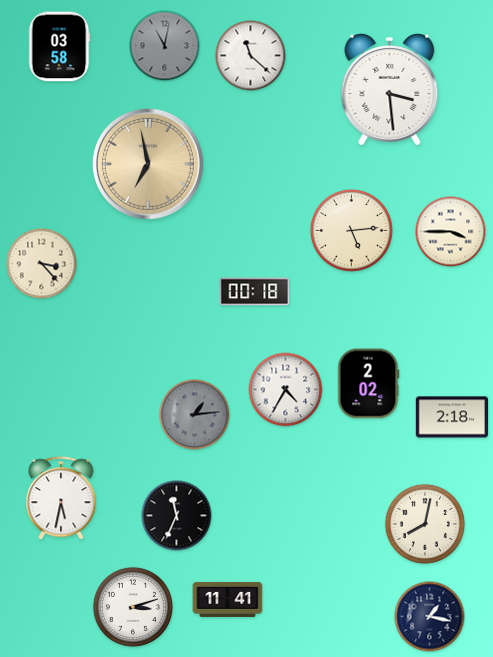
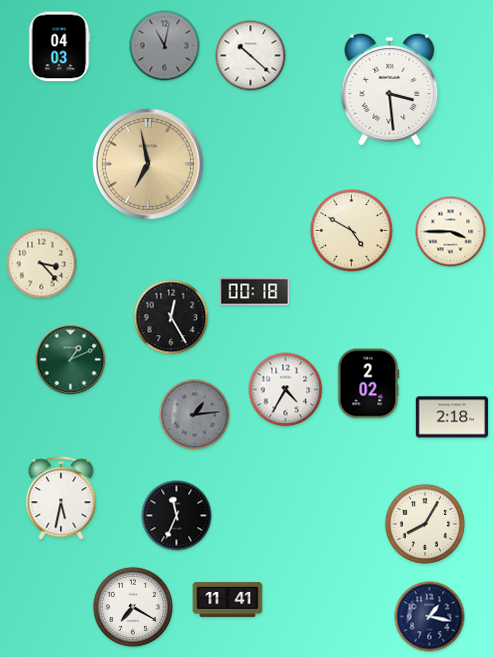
clock at (59, 47): 03:58 -> 04:03
clock at (251, 56): 11:22 -> 10:22
clock at (351, 230): 5:14 -> 4:50
clock at (171, 317): none -> 12:25
clock at (71, 360): none -> 1:11
clock at (425, 524): 8:02 -> 8:05
clock at (133, 607): 3:12 -> 7:20
